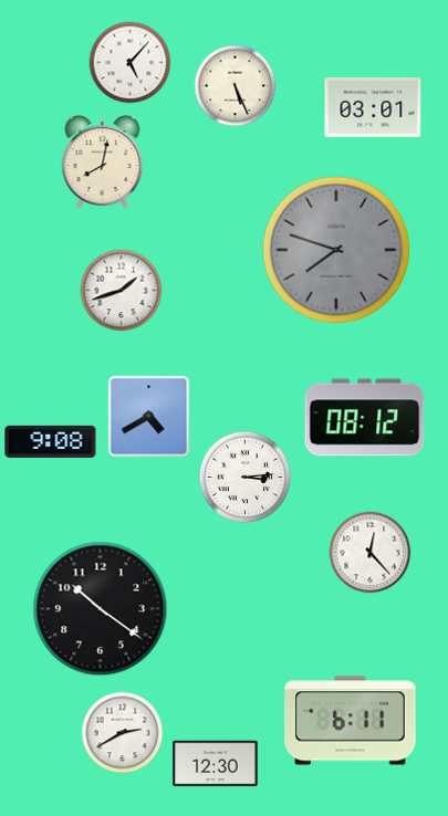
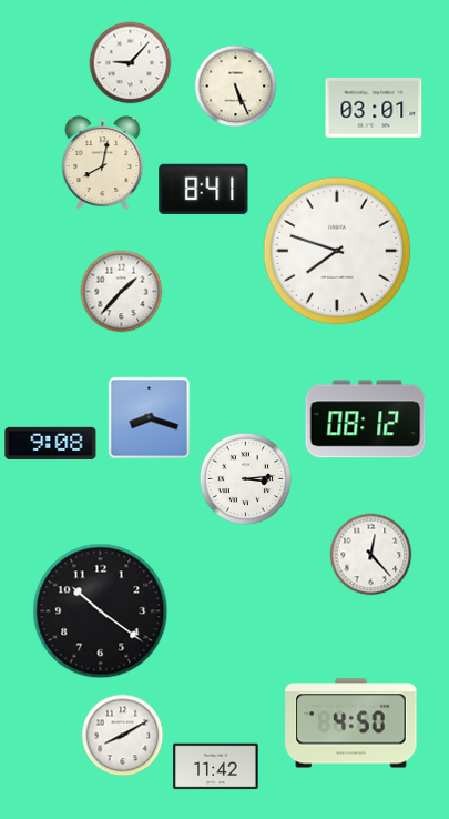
clock at (131, 63): 5:07 -> 9:07
clock at (204, 189): none -> 8:41
clock at (336, 250) dial: grey -> white
clock at (122, 291): 1:42 -> 1:37
clock at (149, 417): 4:40 -> 8:18
clock at (351, 721): 6:11 -> 4:50
clock at (123, 733): 2:40 -> 8:10
clock at (216, 764): 12:30 -> 11:42
